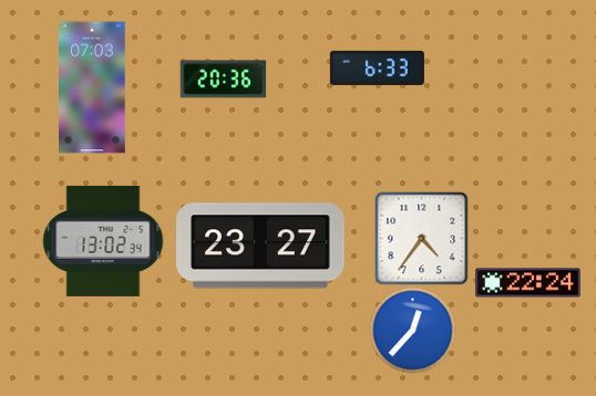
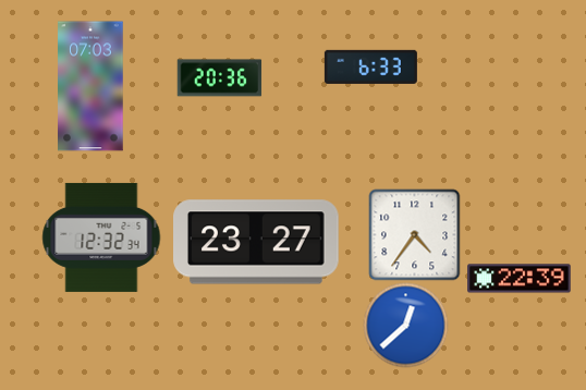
clock at (103, 241): 13:02 -> 12:32
clock at (528, 283): 22:24 -> 22:39
clock at (412, 330): 12:37 -> 12:38
